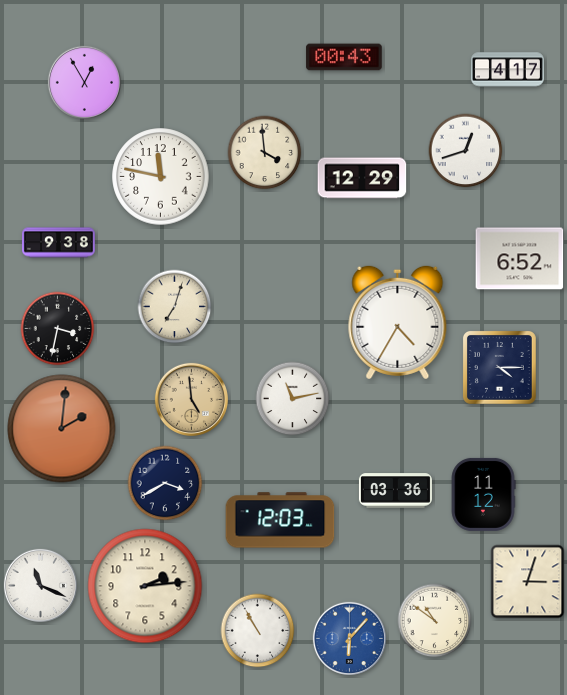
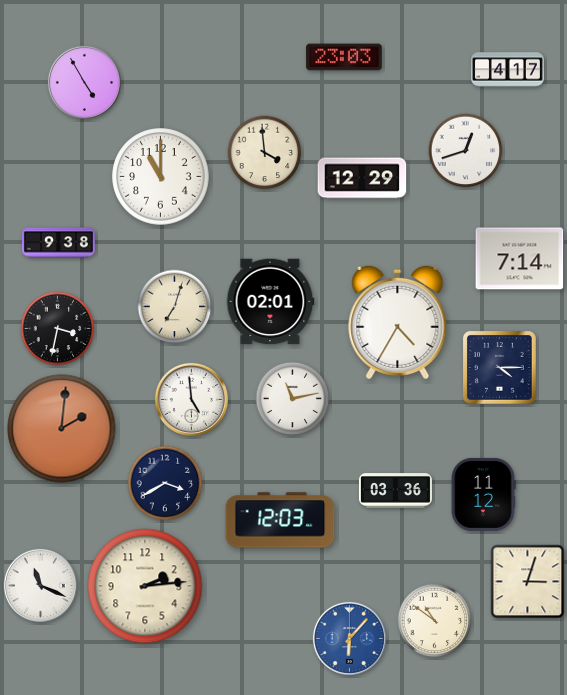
clock at (344, 57): 00:43 -> 23:03
clock at (84, 82): 12:55 -> 4:55
clock at (161, 177): 11:47 -> 11:00
clock at (520, 259): 6:52 -> 7:14
clock at (270, 302): none -> 02:01
clock at (191, 399) dial: champagne -> white
clock at (258, 631): 10:55 -> none
